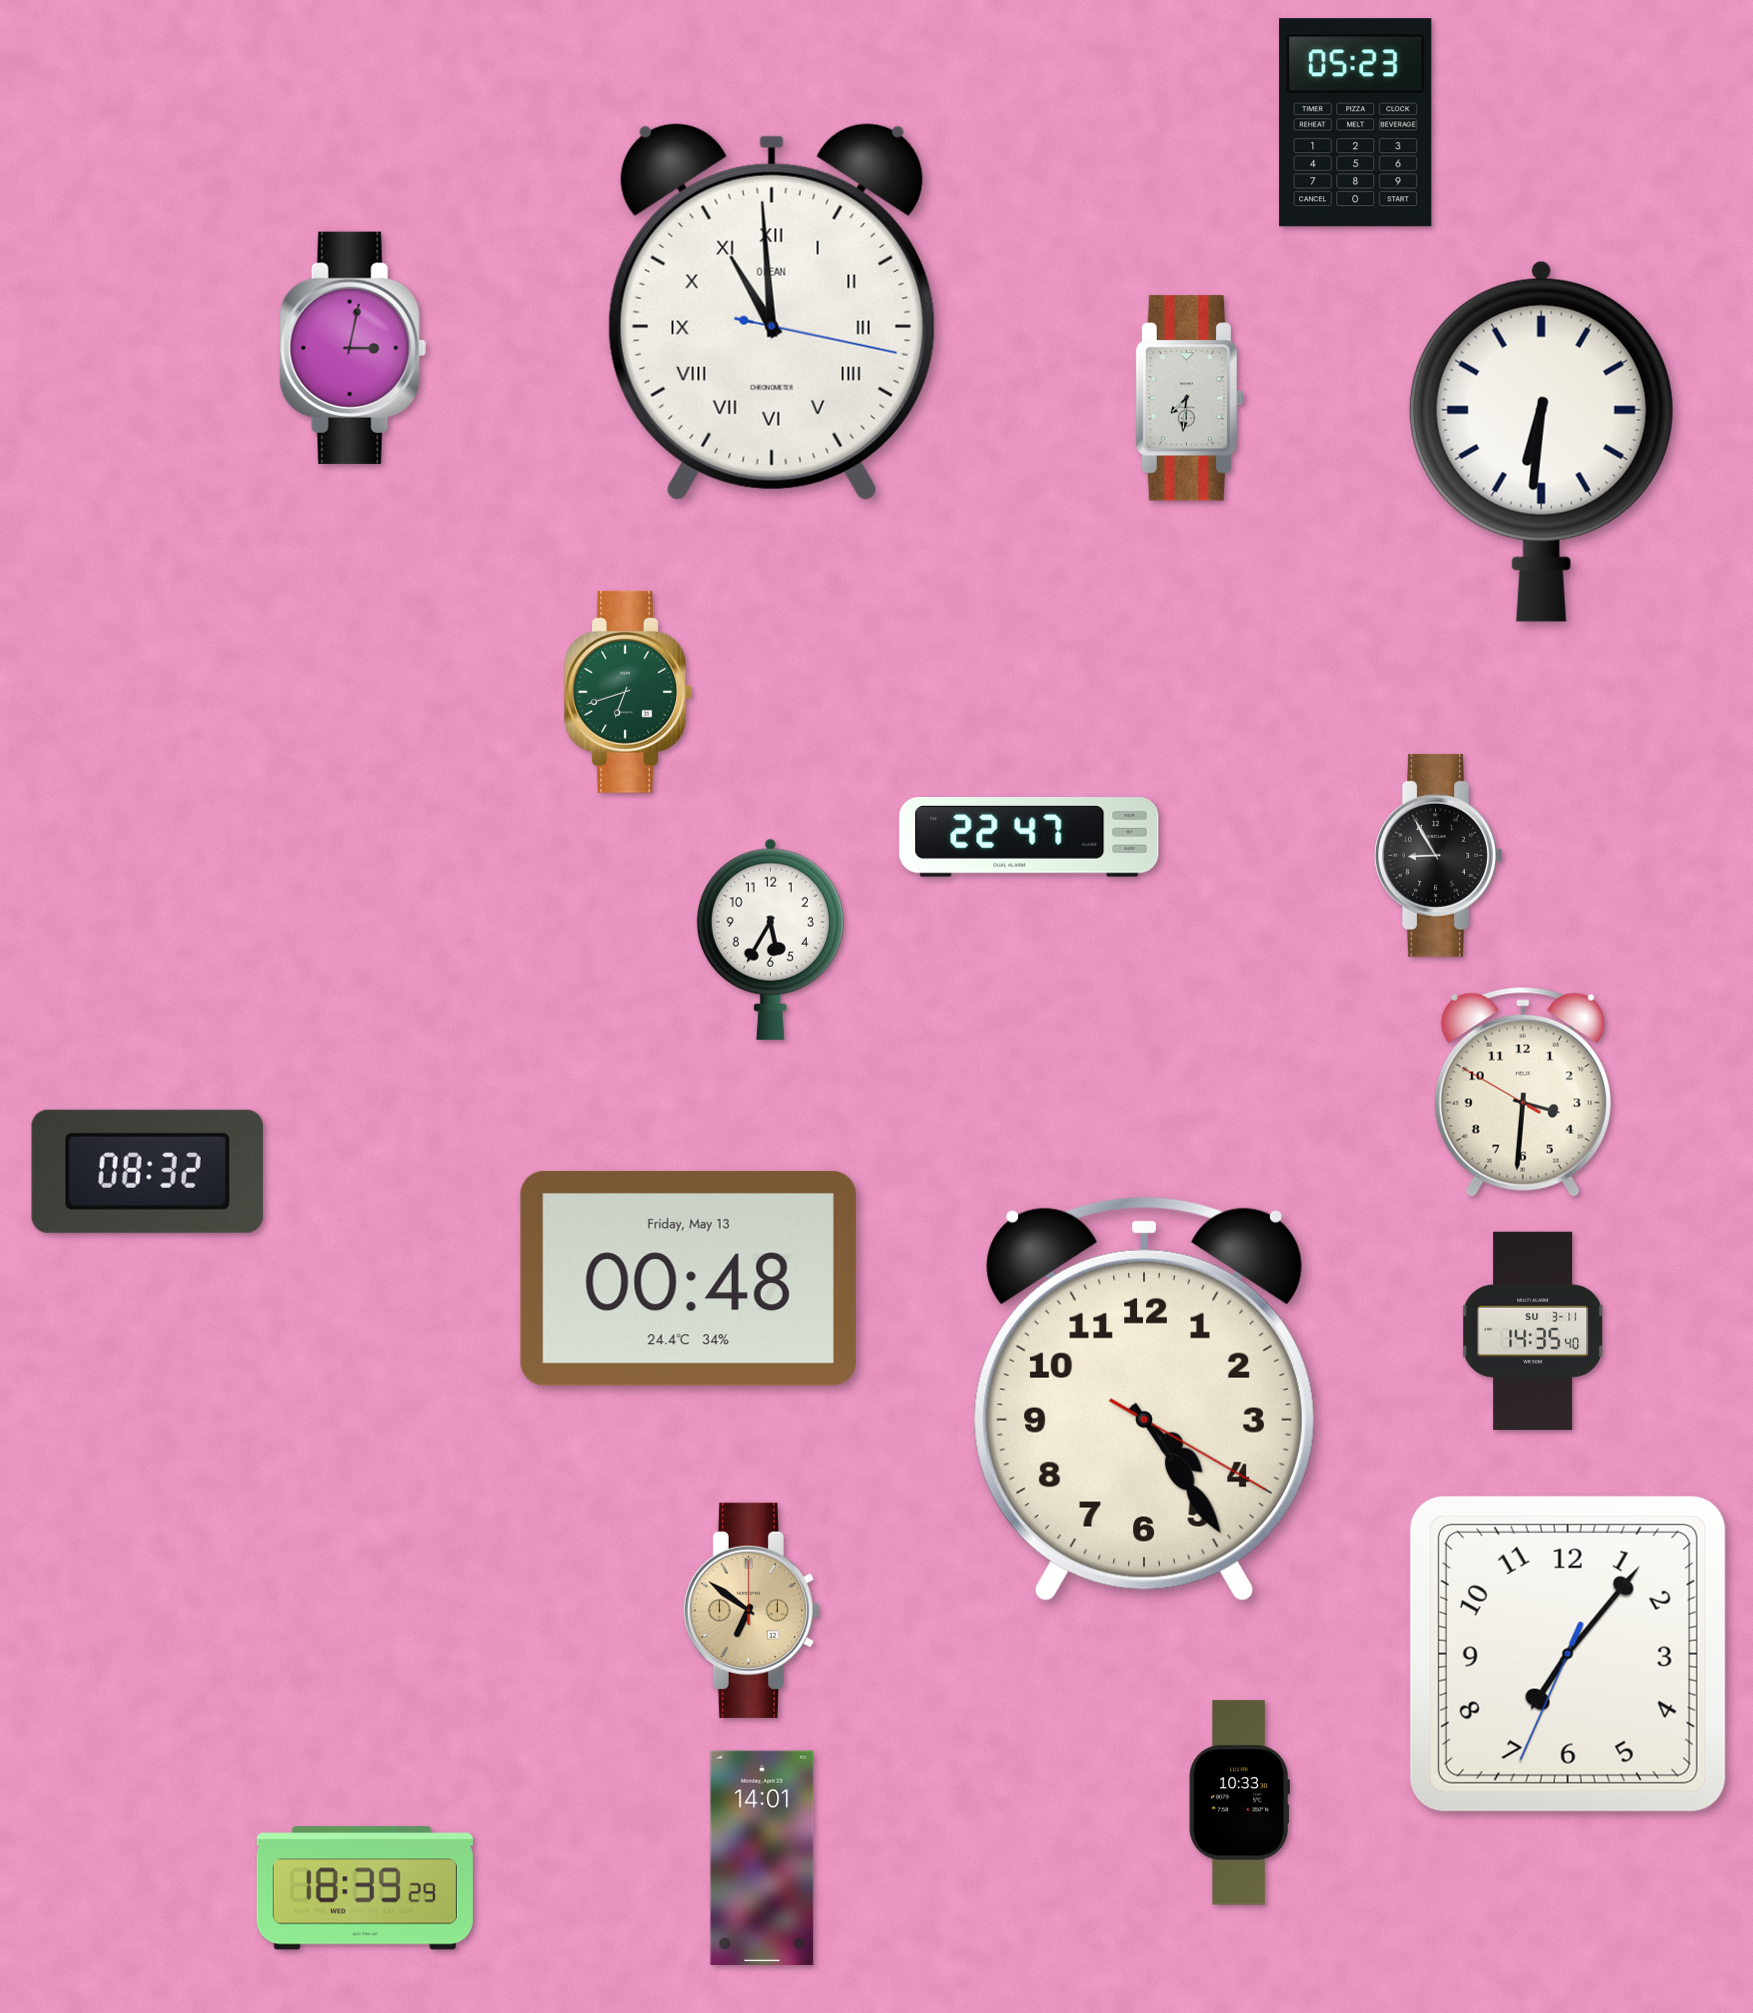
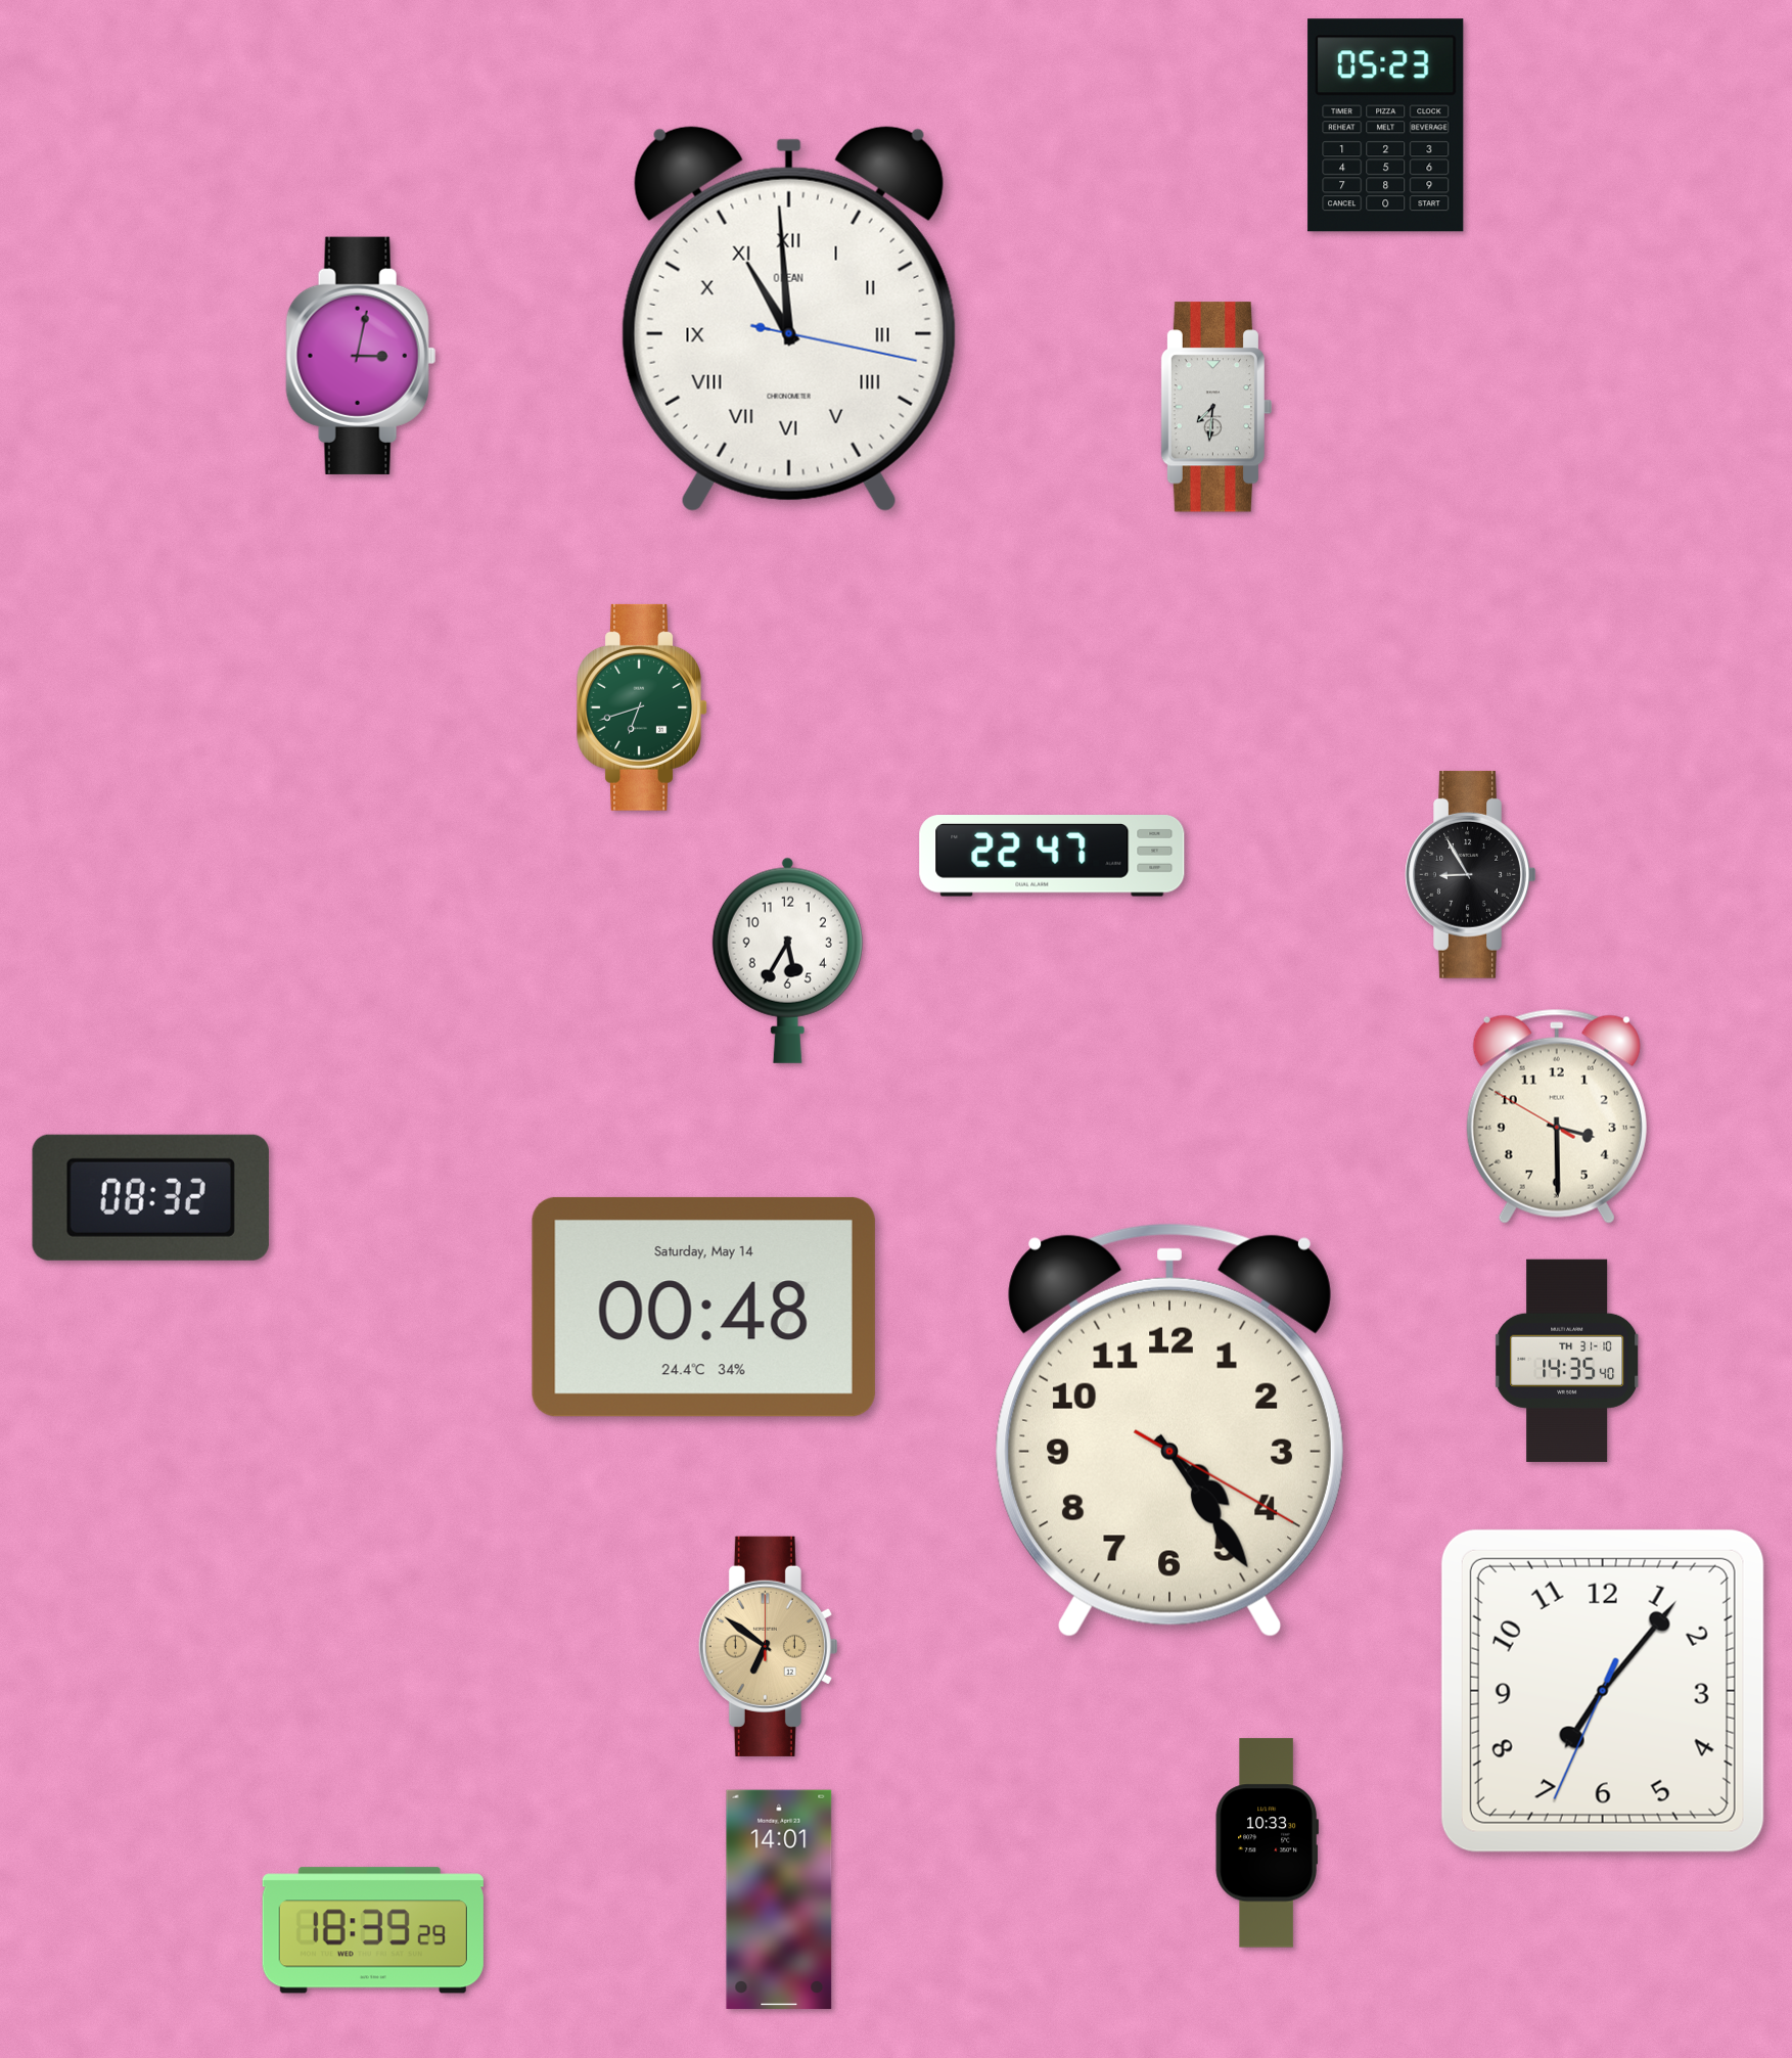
clock at (1541, 441): 6:31 -> none
clock at (1523, 1092): 3:30 -> 3:29
clock at (688, 1278) date: Friday, May 13 -> Saturday, May 14
clock at (1533, 1331) date: SU 3-11 -> TH 31-10
